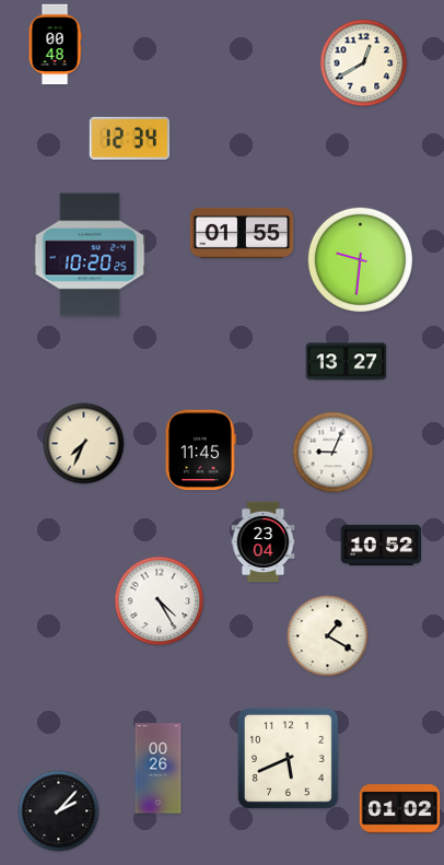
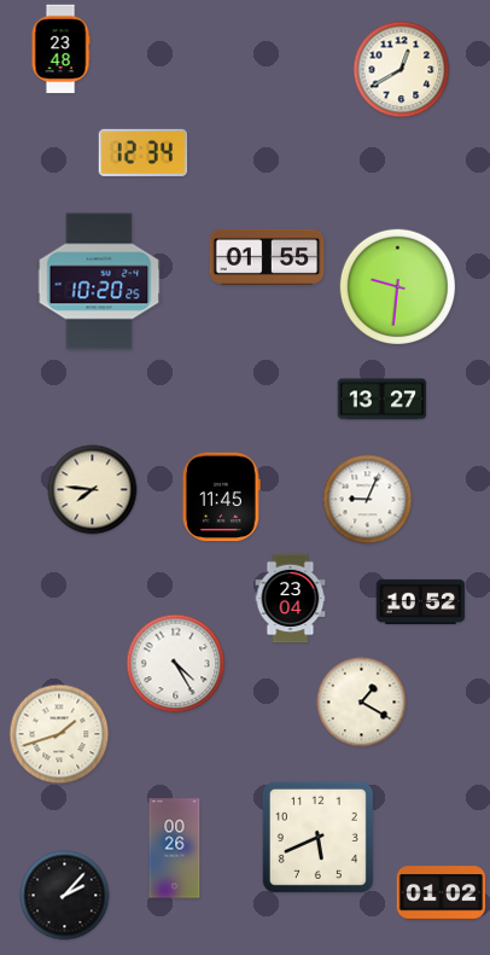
clock at (55, 45): 00:48 -> 23:48
clock at (84, 444): 7:34 -> 7:46
clock at (59, 734): none -> 1:42
